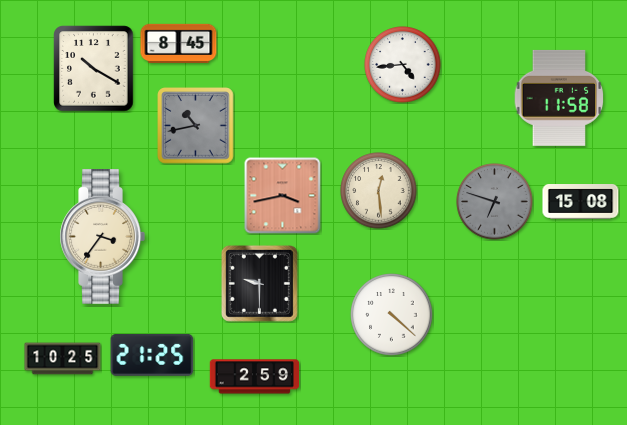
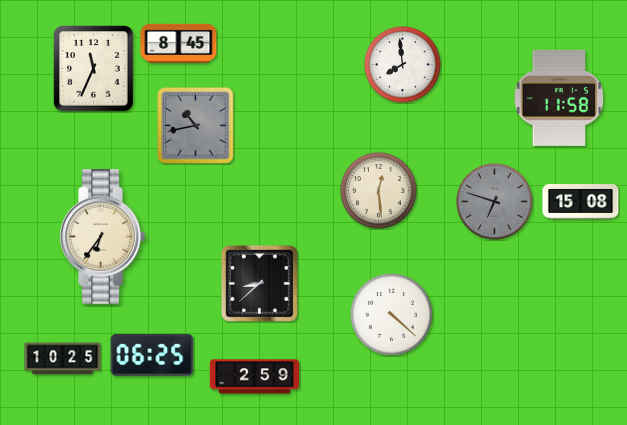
clock at (403, 65): 4:44 -> 7:59
clock at (94, 69): 10:20 -> 11:34
clock at (283, 196): 3:43 -> none
clock at (102, 237): 3:36 -> 6:36
clock at (259, 283): 9:30 -> 8:38
clock at (152, 355): 21:25 -> 06:25
